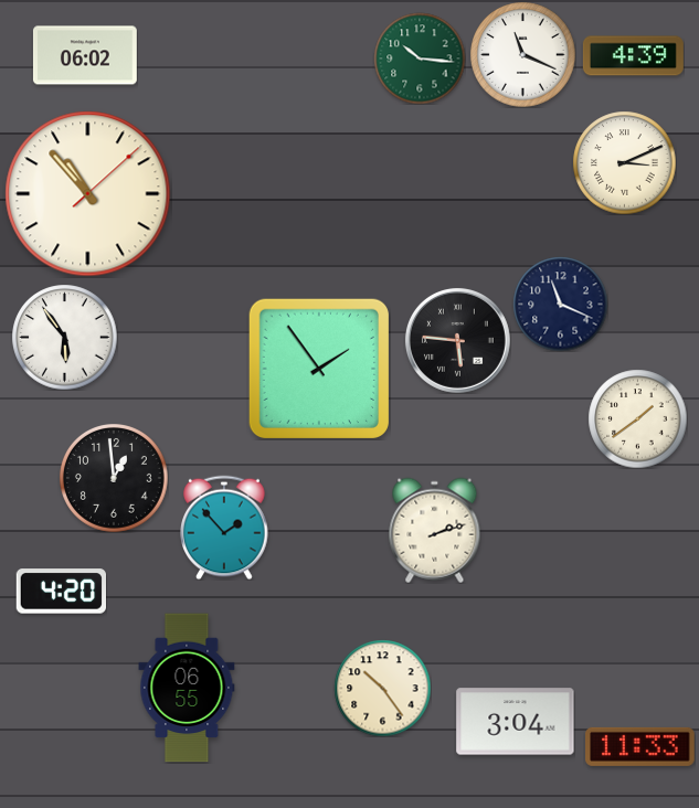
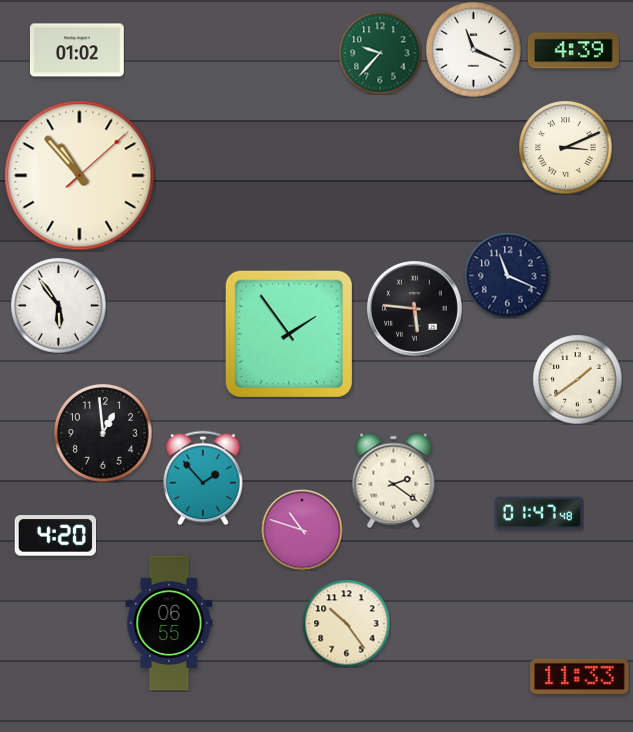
clock at (85, 55): 06:02 -> 01:02
clock at (420, 59): 10:16 -> 9:37
clock at (435, 530): 2:12 -> 2:21
clock at (539, 513): none -> 01:47
clock at (302, 530): none -> 10:48
clock at (516, 722): 3:04 -> none
